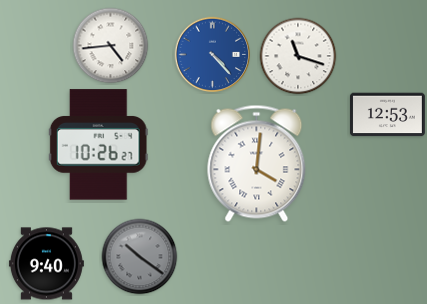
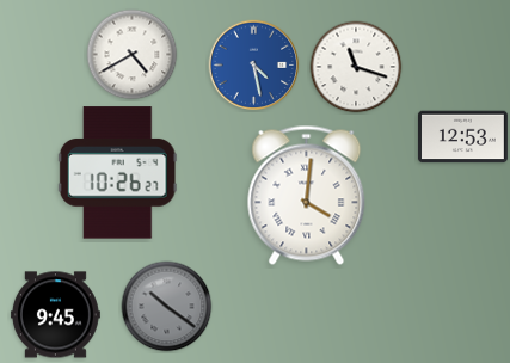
clock at (111, 46): 4:44 -> 4:40
clock at (213, 55): 4:23 -> 4:28
clock at (46, 264): 9:40 -> 9:45
